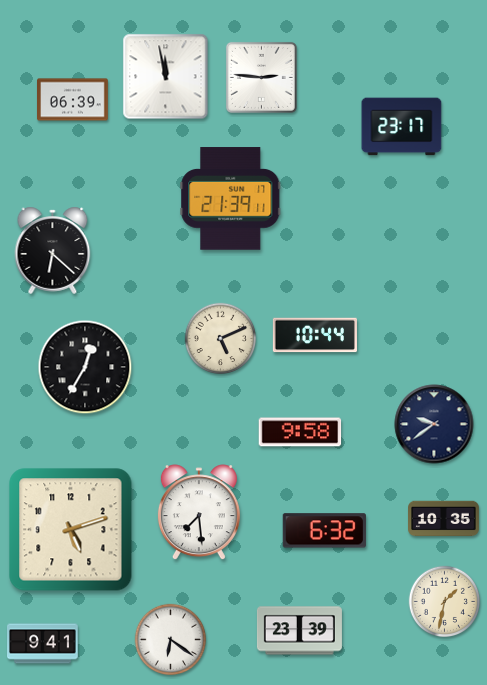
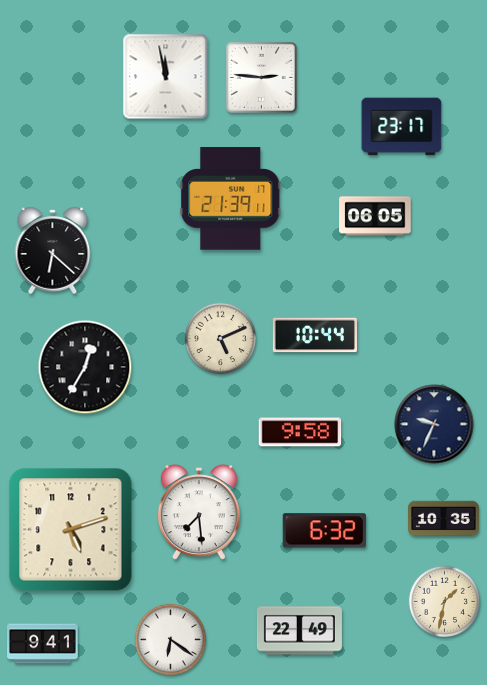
clock at (73, 100): 06:39 -> none
clock at (375, 216): none -> 06:05
clock at (434, 424): 9:39 -> 9:34
clock at (299, 631): 23:39 -> 22:49
